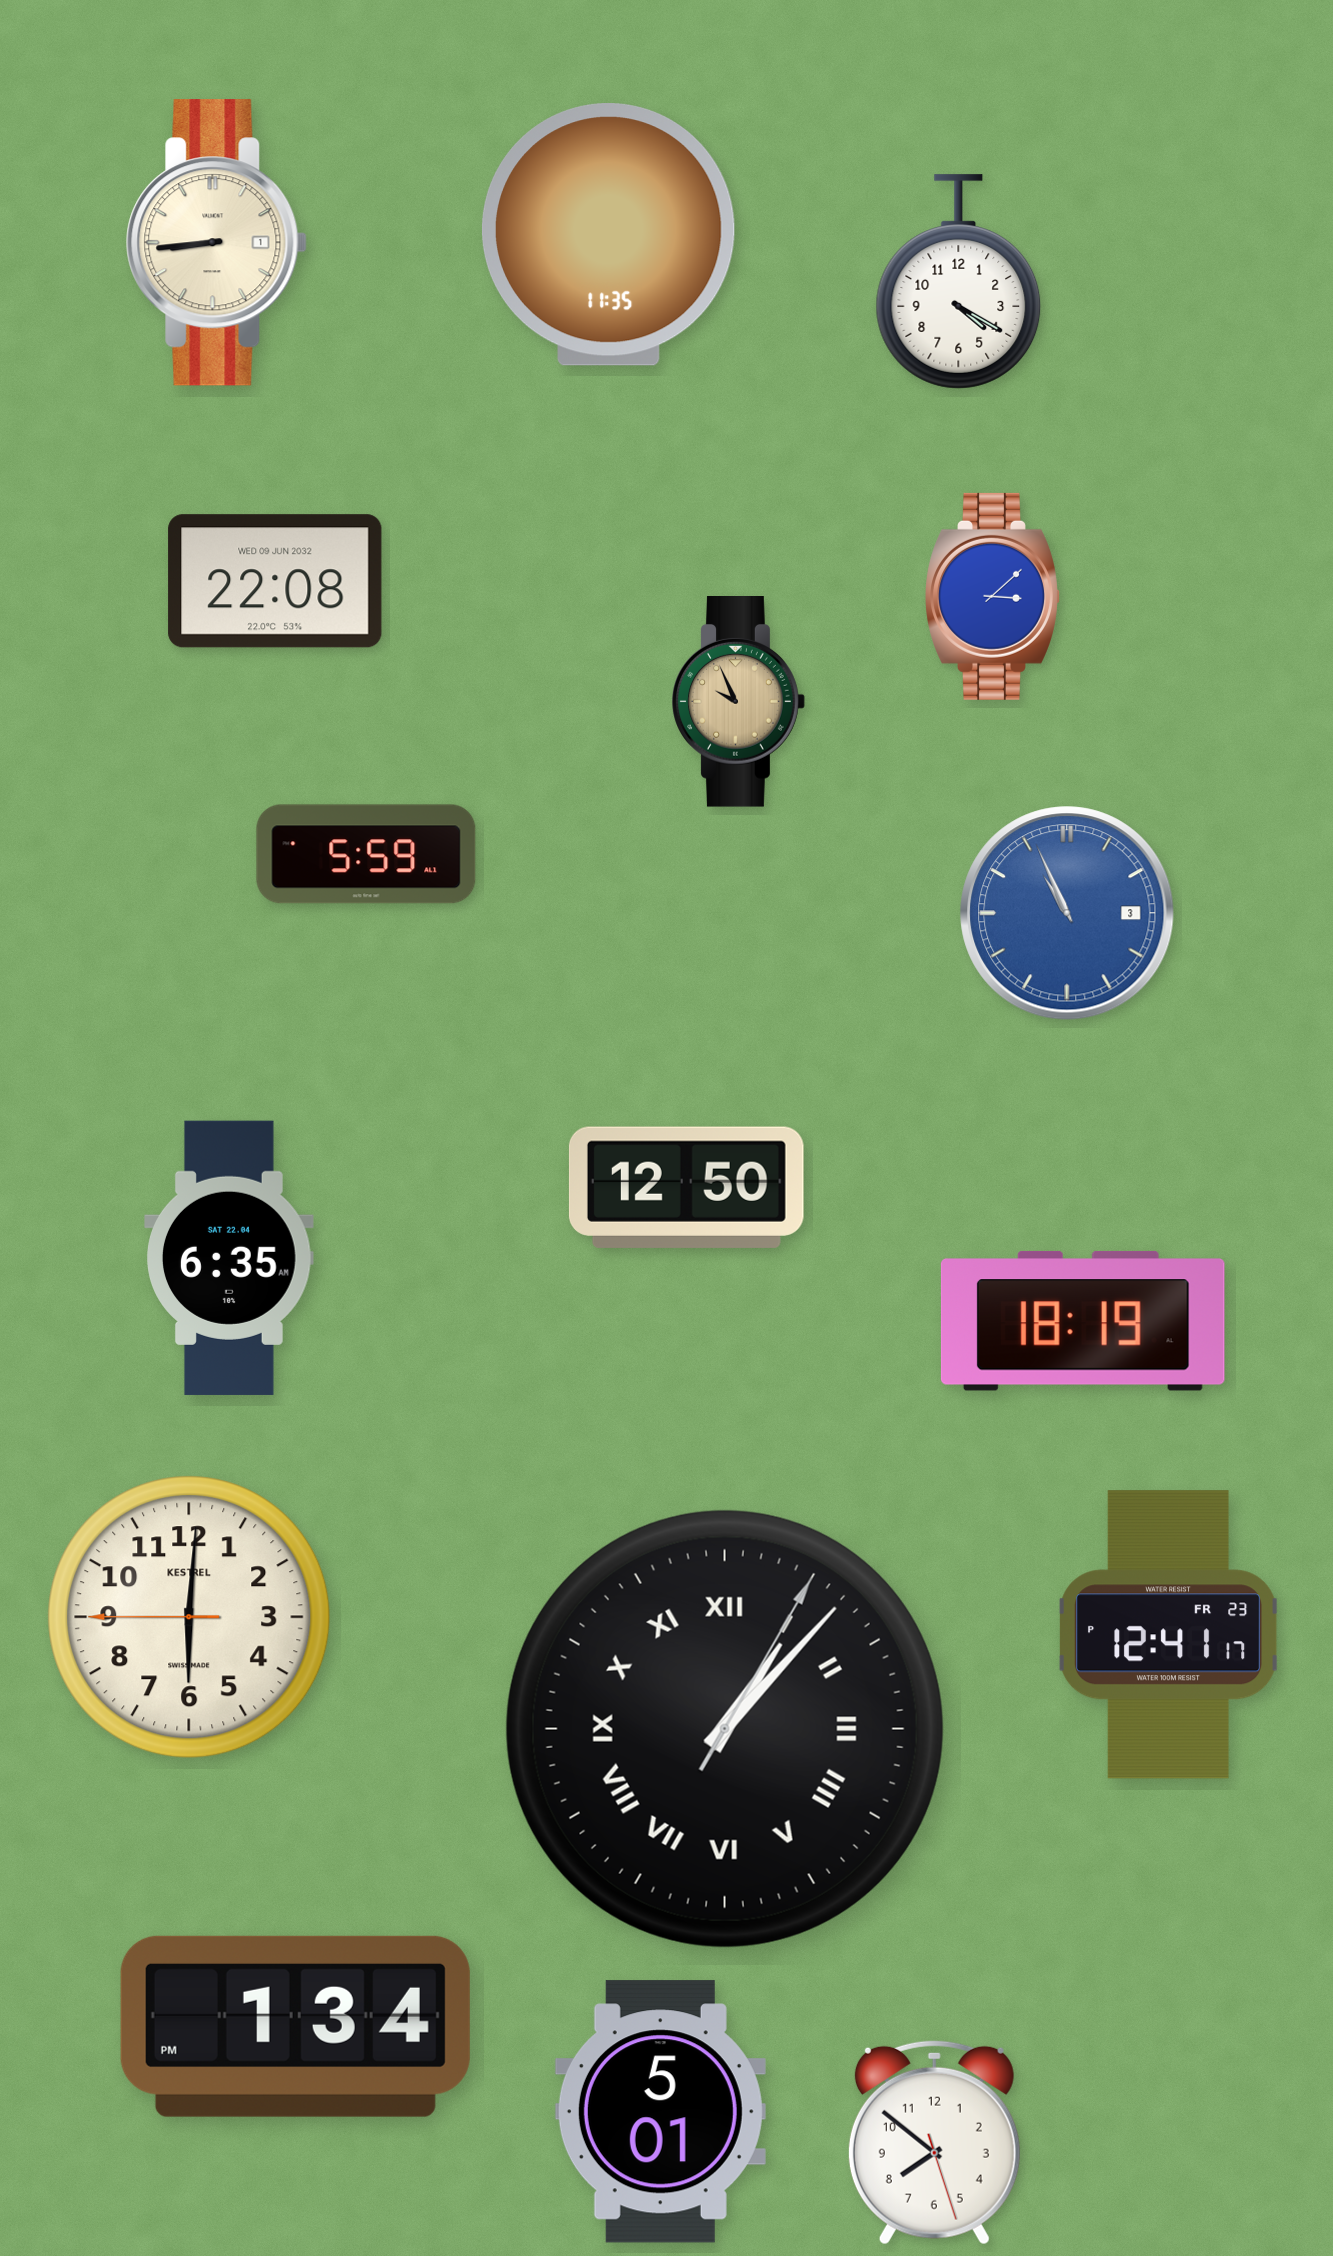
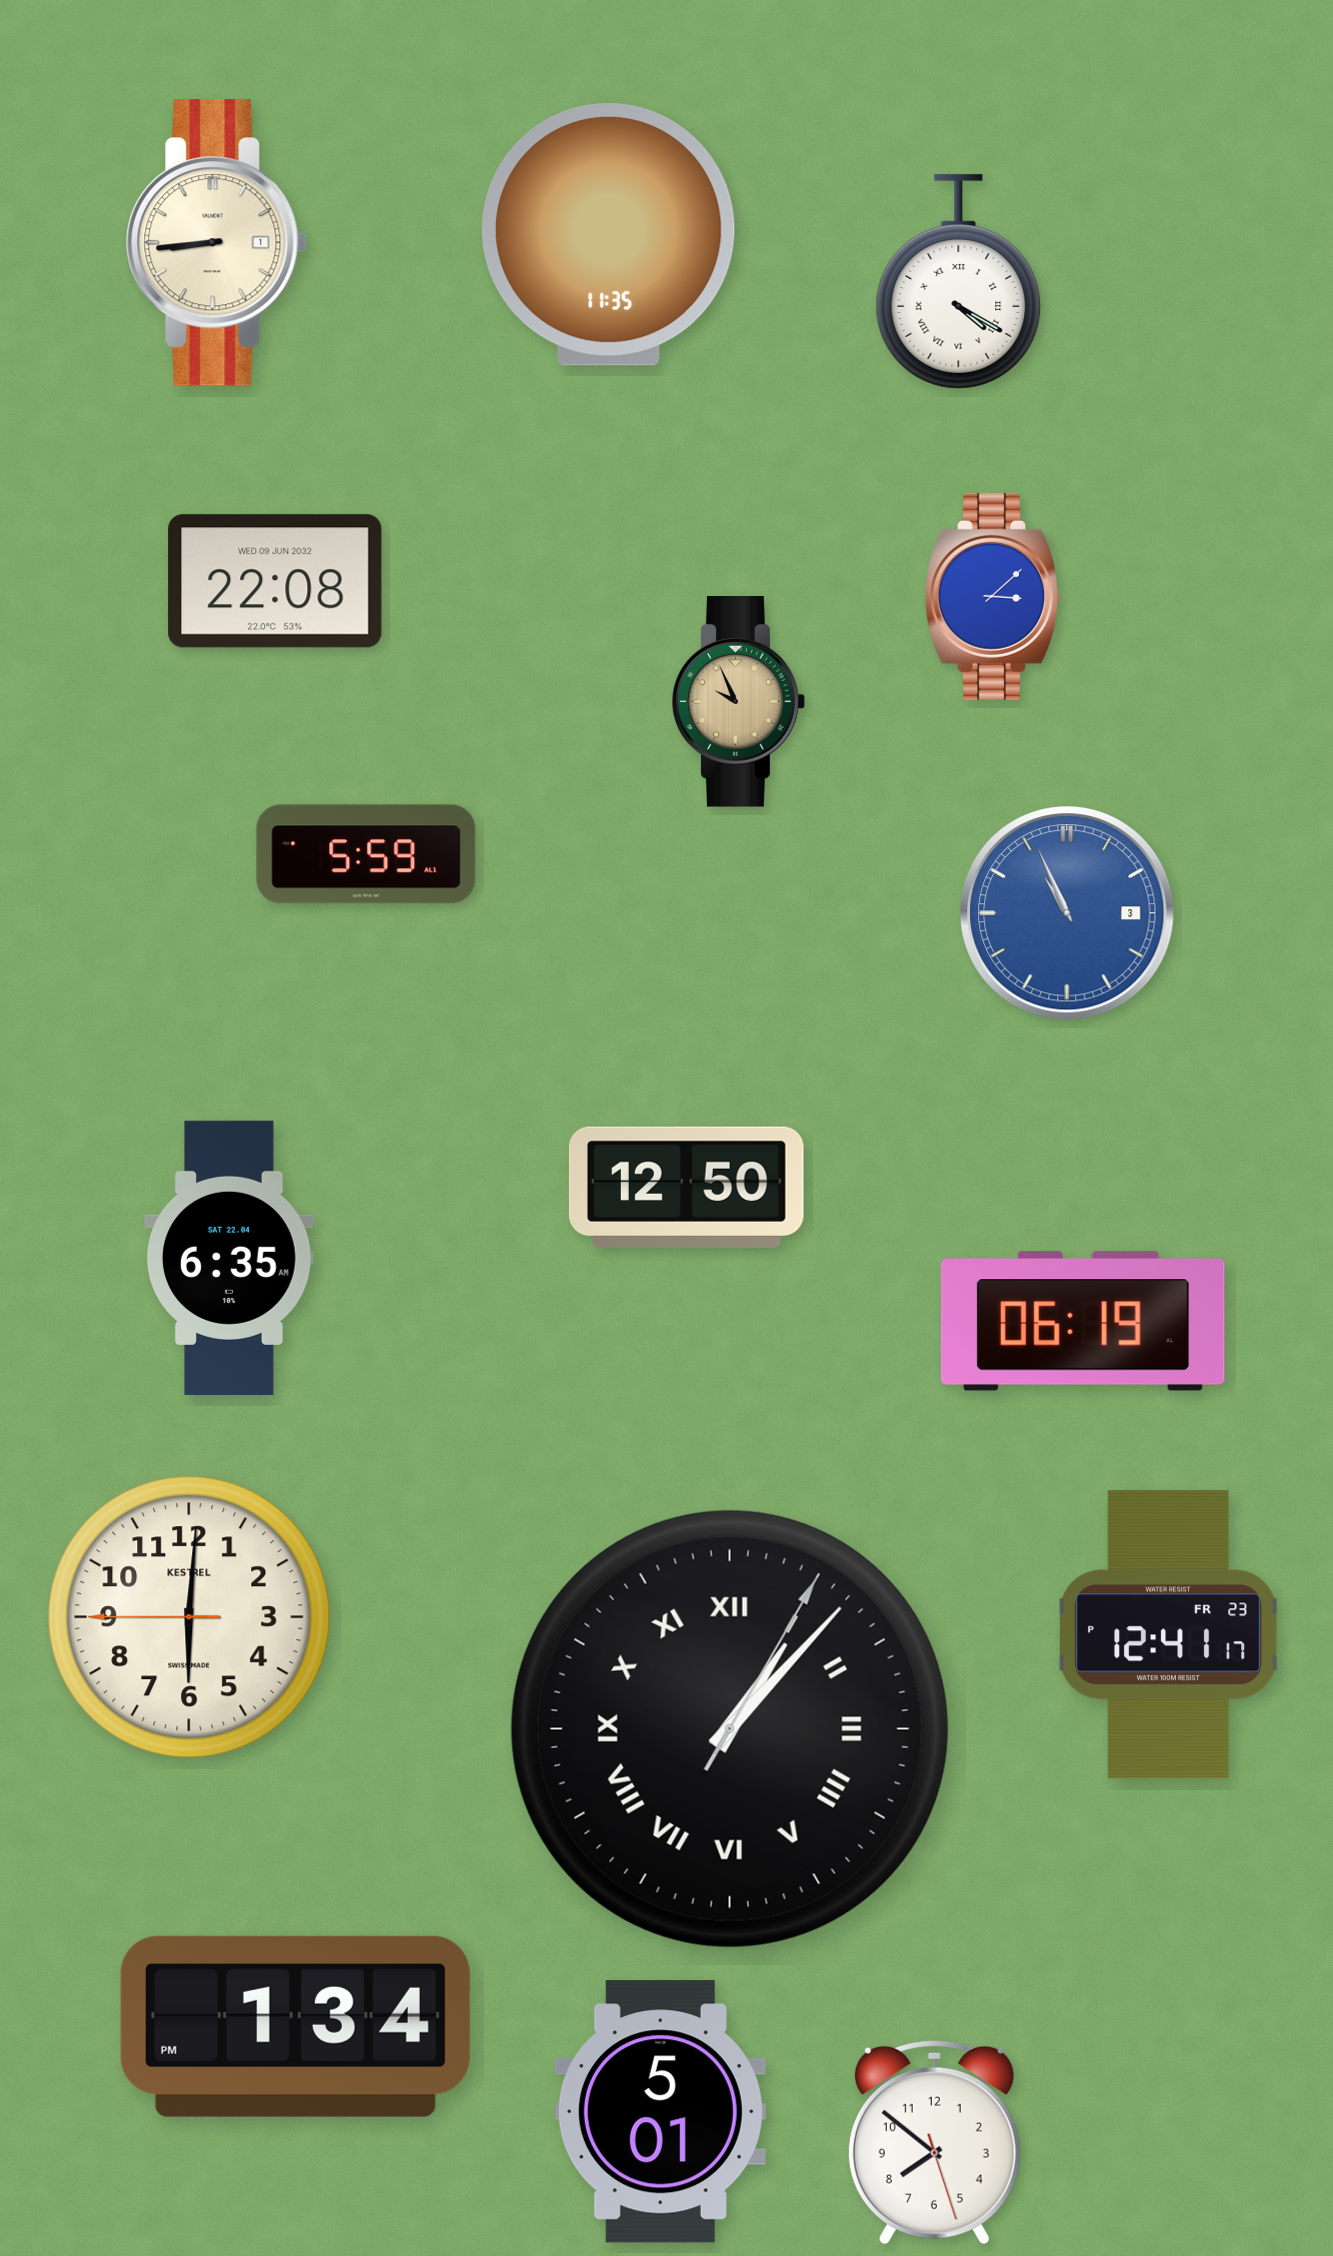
clock at (959, 282) numerals: Arabic -> Roman
clock at (1083, 1321): 18:19 -> 06:19
clock at (725, 1729) position: (725, 1729) -> (730, 1729)
